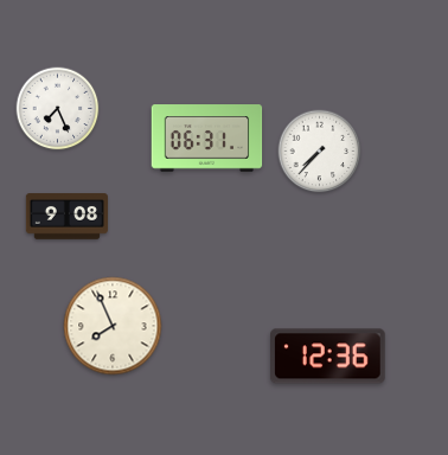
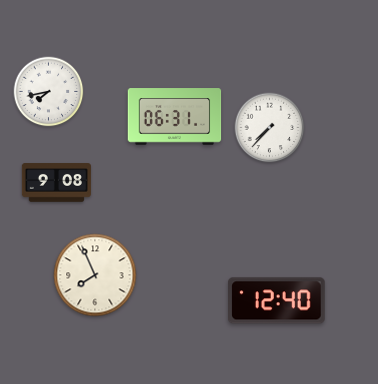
clock at (58, 109): 7:26 -> 7:43
clock at (328, 357): 12:36 -> 12:40
